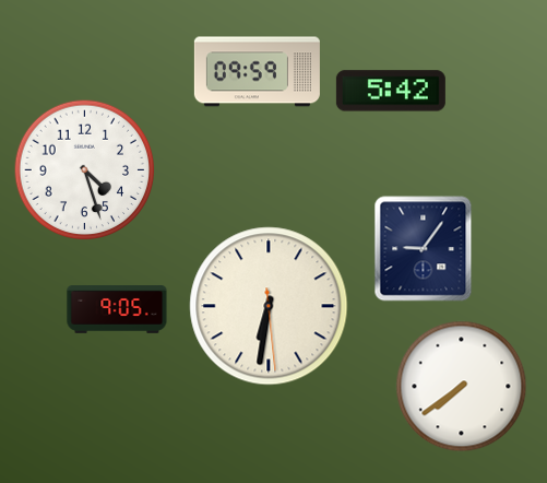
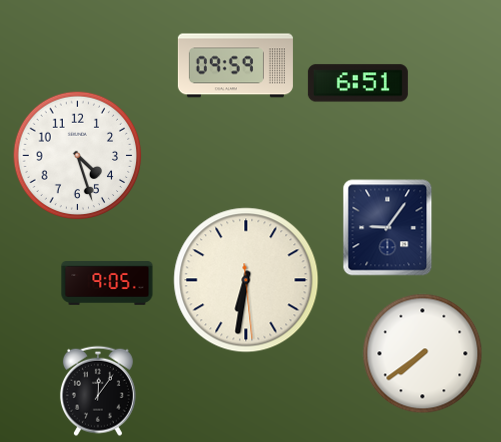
clock at (391, 91): 5:42 -> 6:51
clock at (98, 391): none -> 12:06
